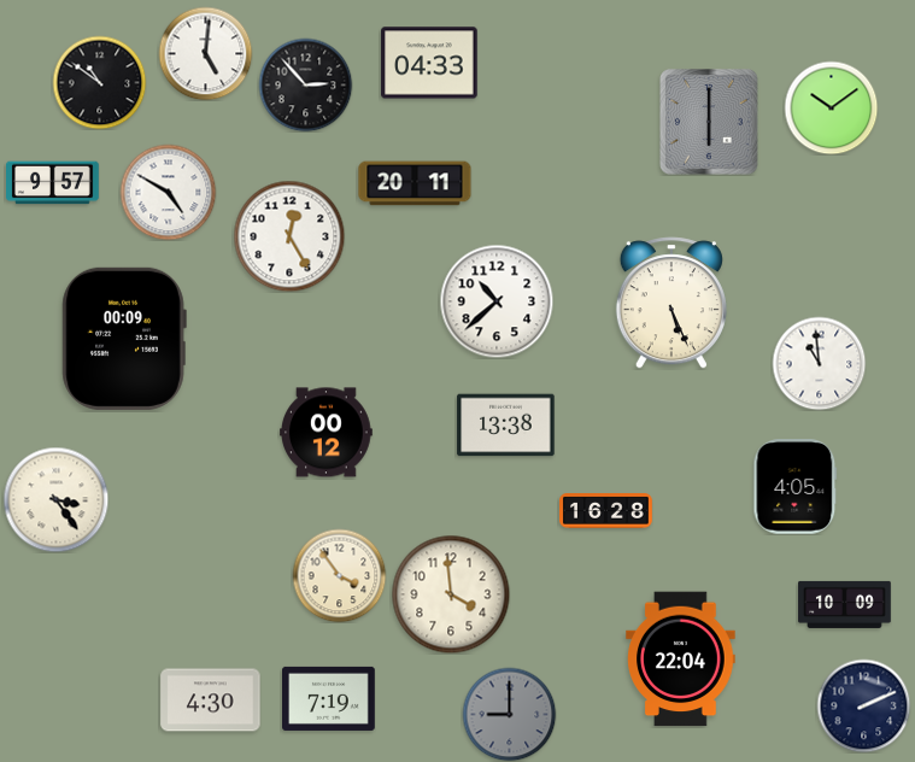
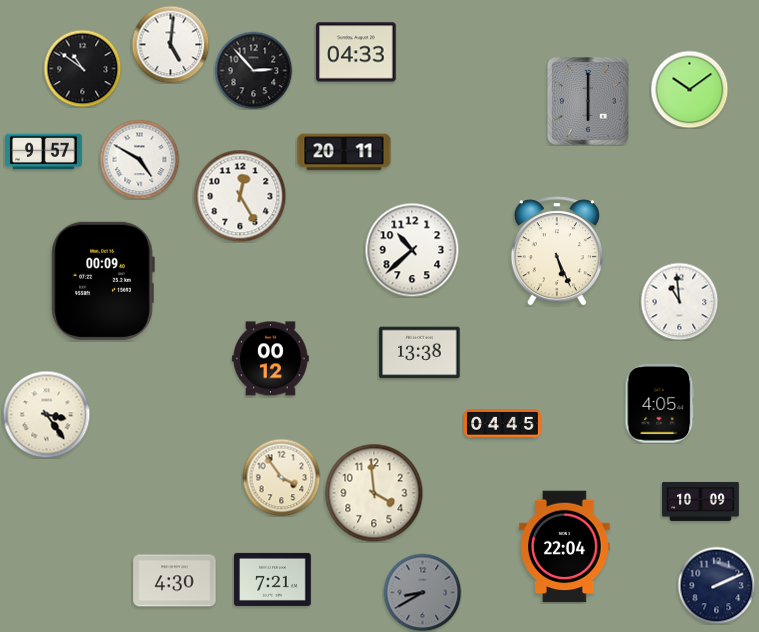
clock at (606, 511): 16:28 -> 04:45
clock at (329, 698): 7:19 -> 7:21
clock at (509, 714): 9:00 -> 8:40
